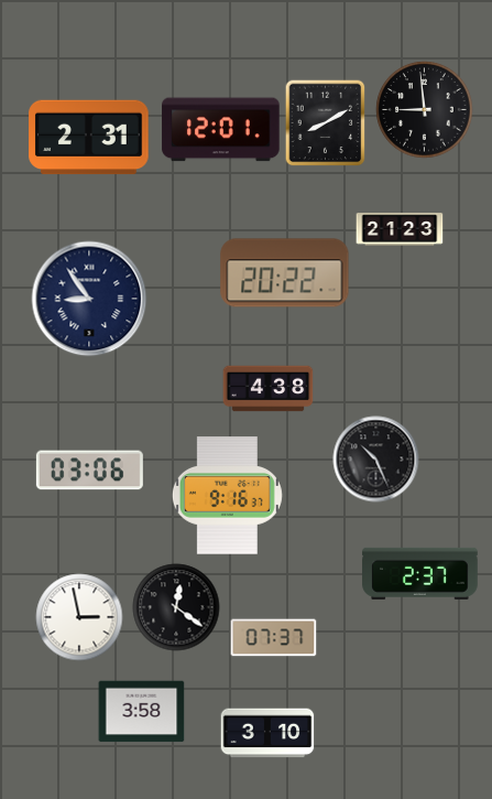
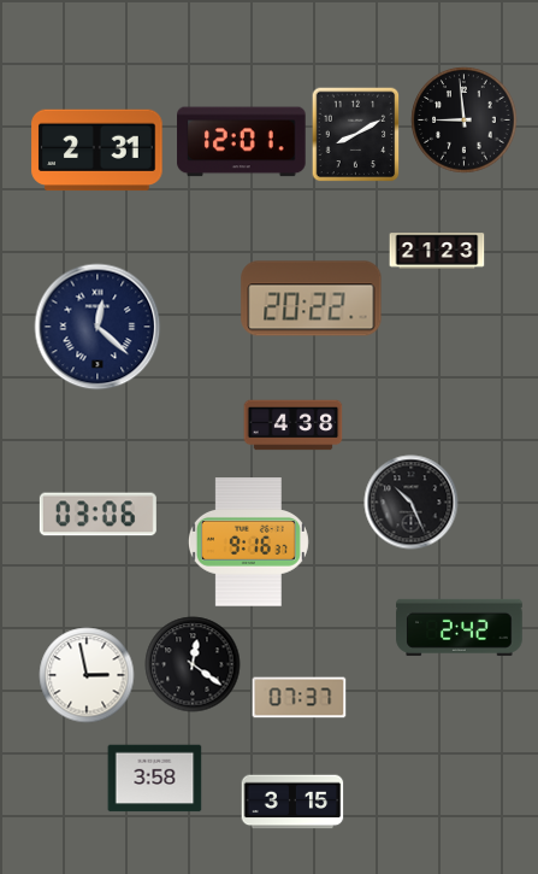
clock at (89, 299): 8:54 -> 12:22
clock at (420, 573): 2:37 -> 2:42
clock at (267, 733): 3:10 -> 3:15
